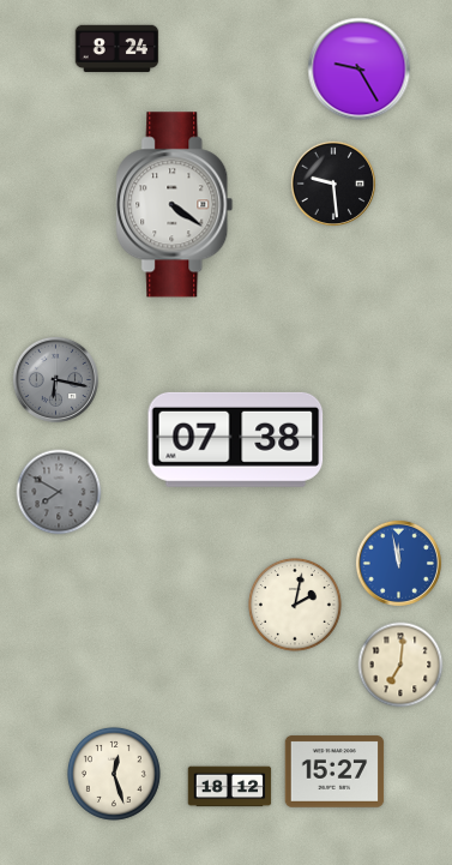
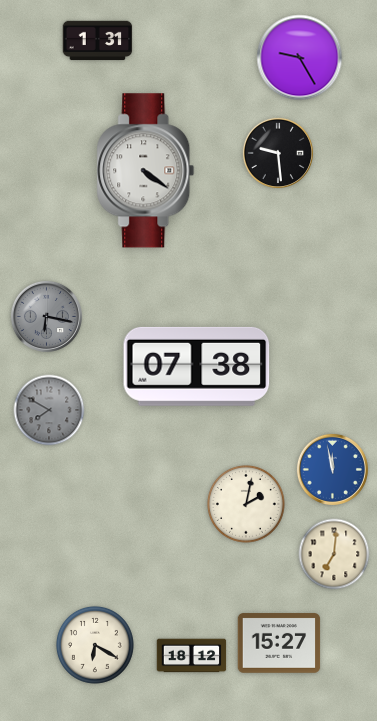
clock at (117, 49): 8:24 -> 1:31
clock at (114, 774): 12:27 -> 6:20
